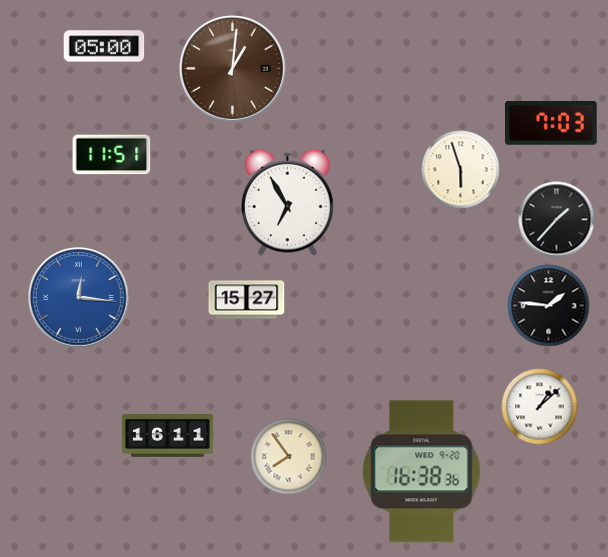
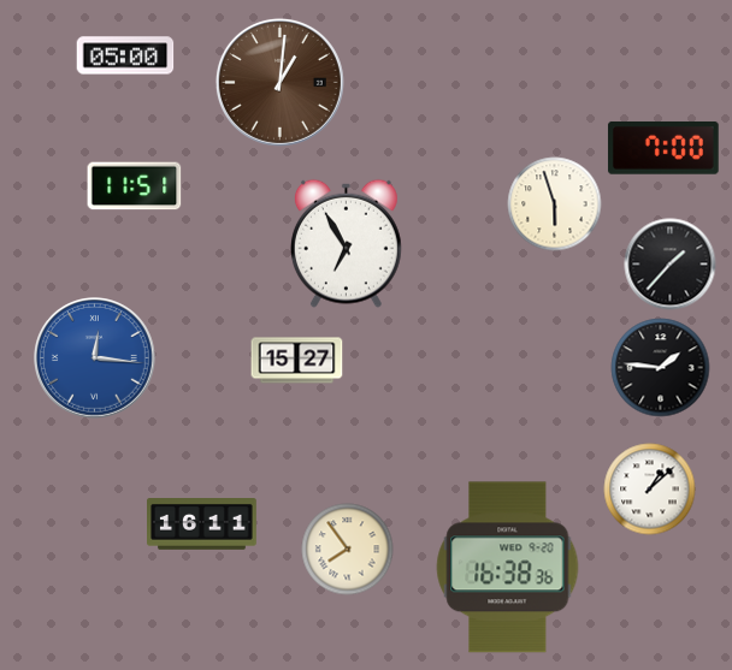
clock at (551, 123): 7:03 -> 7:00
